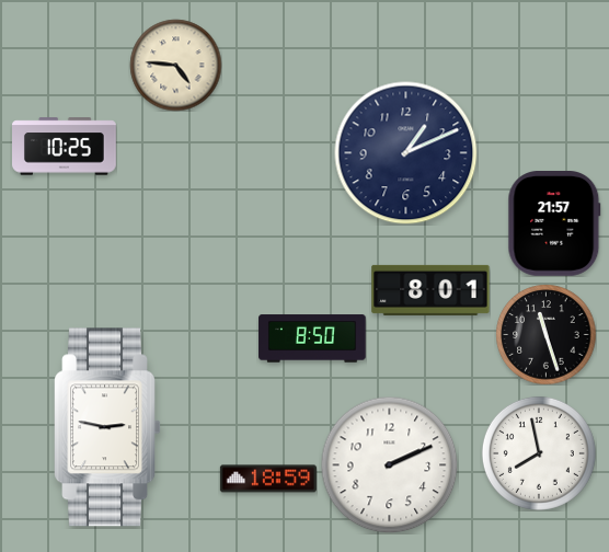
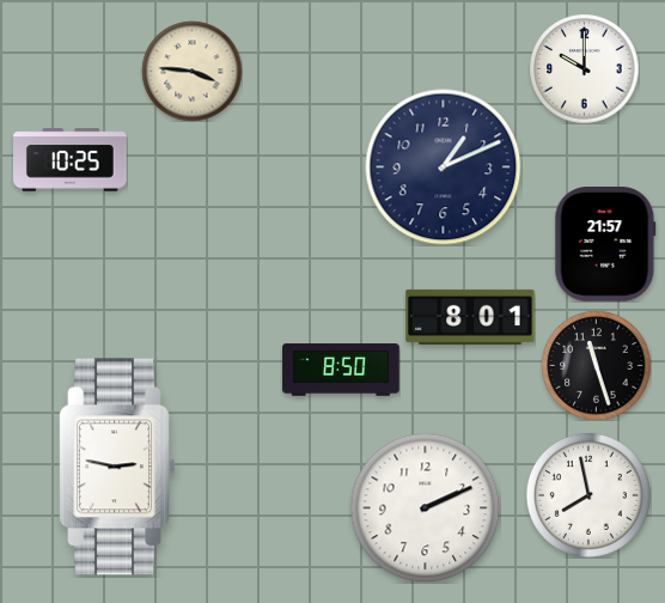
clock at (584, 68): none -> 10:00
clock at (175, 65): 4:46 -> 3:46
clock at (268, 479): 18:59 -> none
